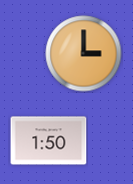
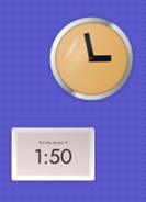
clock at (84, 54): 3:00 -> 2:58
